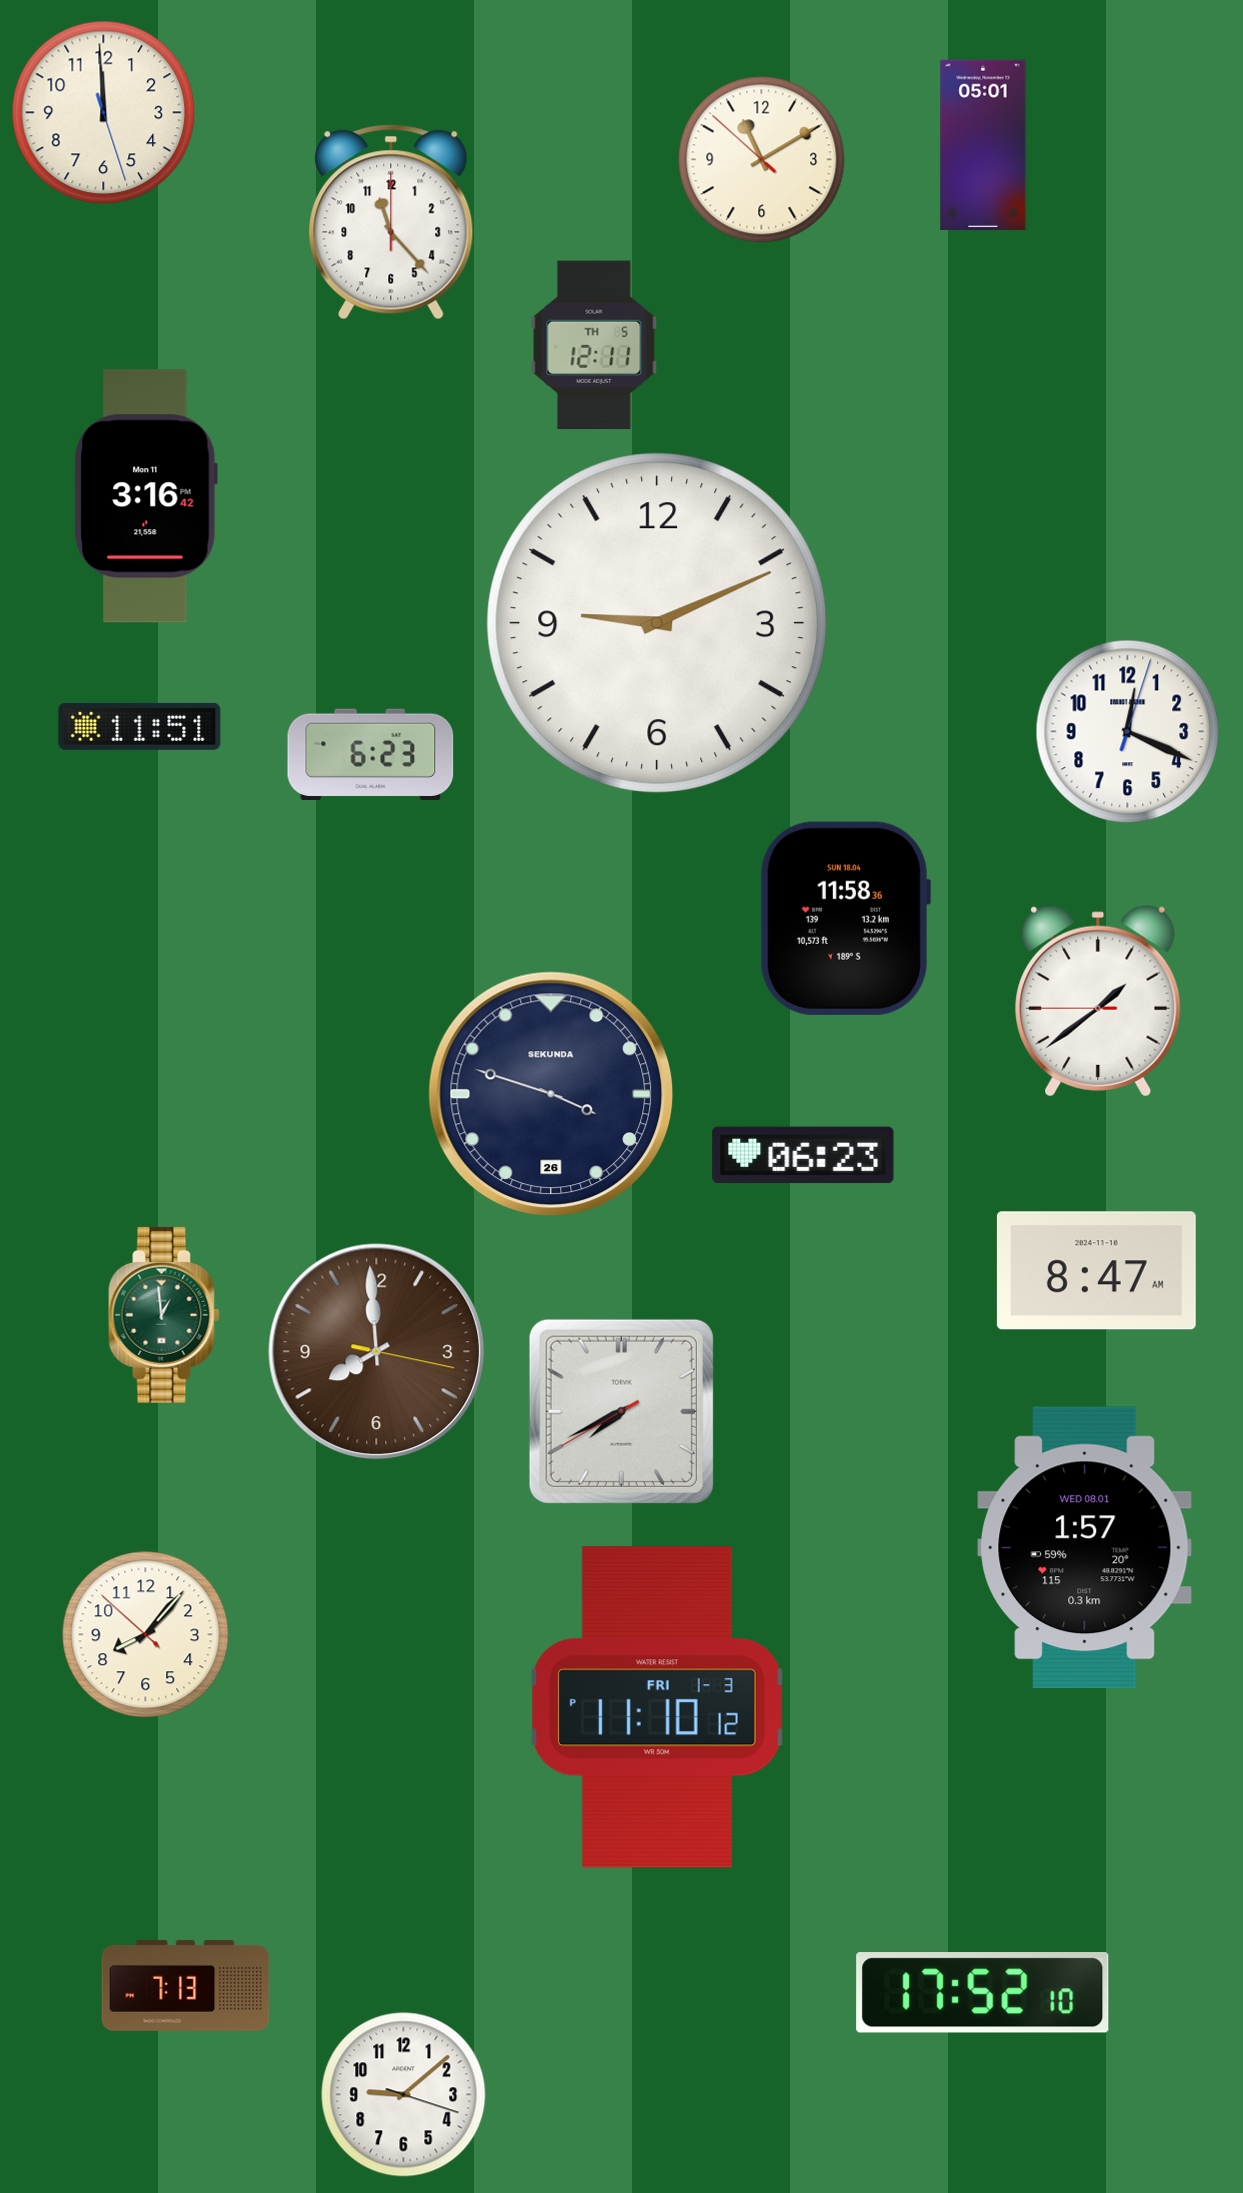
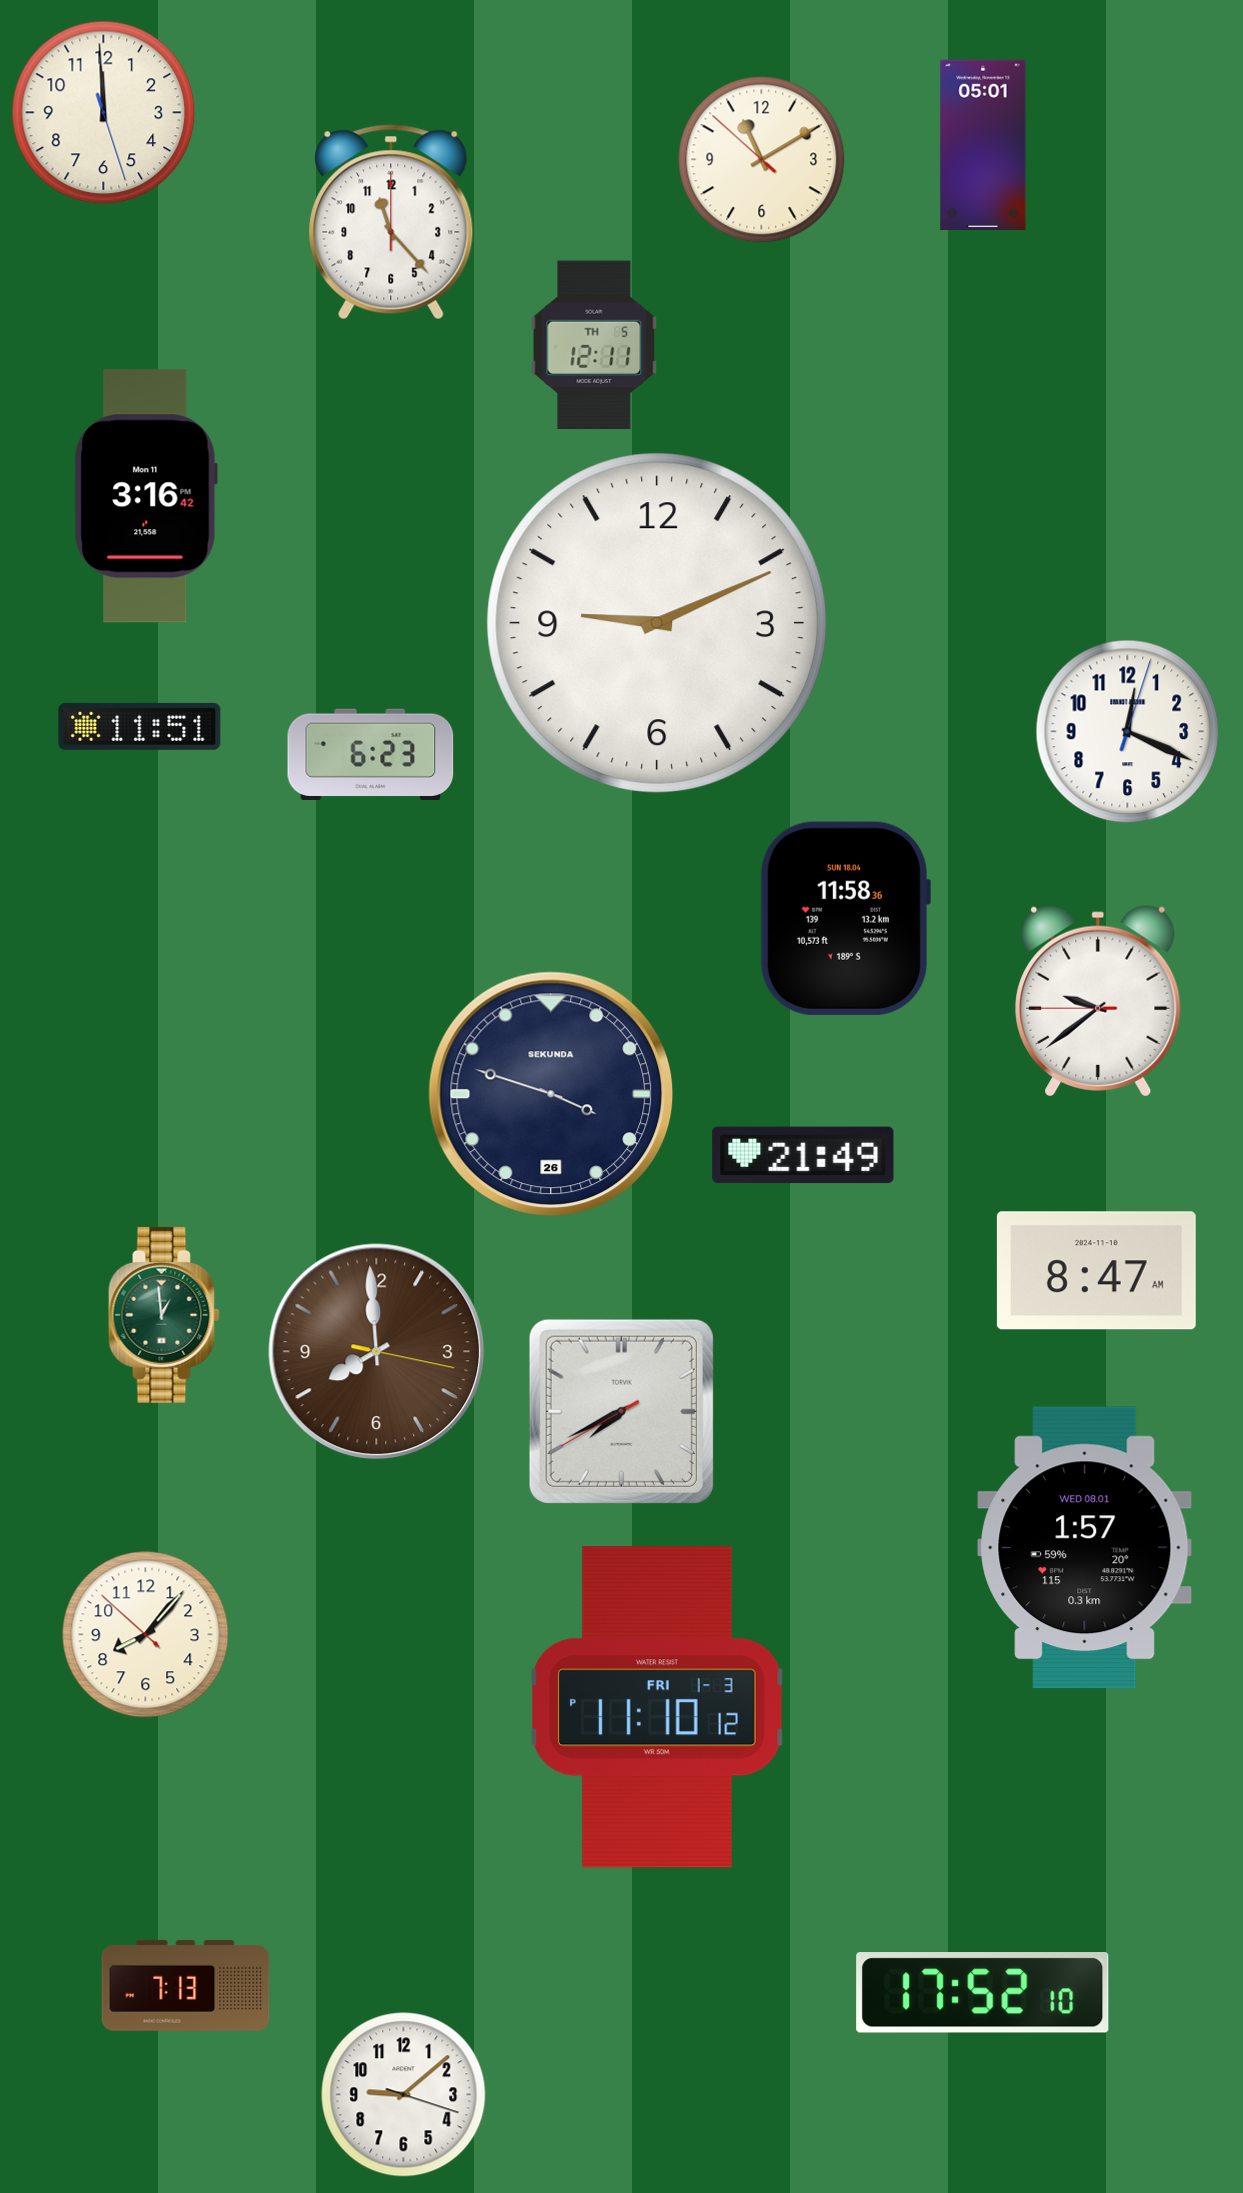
clock at (1098, 1001): 1:38 -> 9:38
clock at (803, 1155): 06:23 -> 21:49
